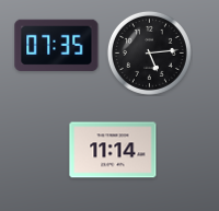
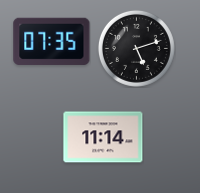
clock at (149, 52): 5:14 -> 5:12
